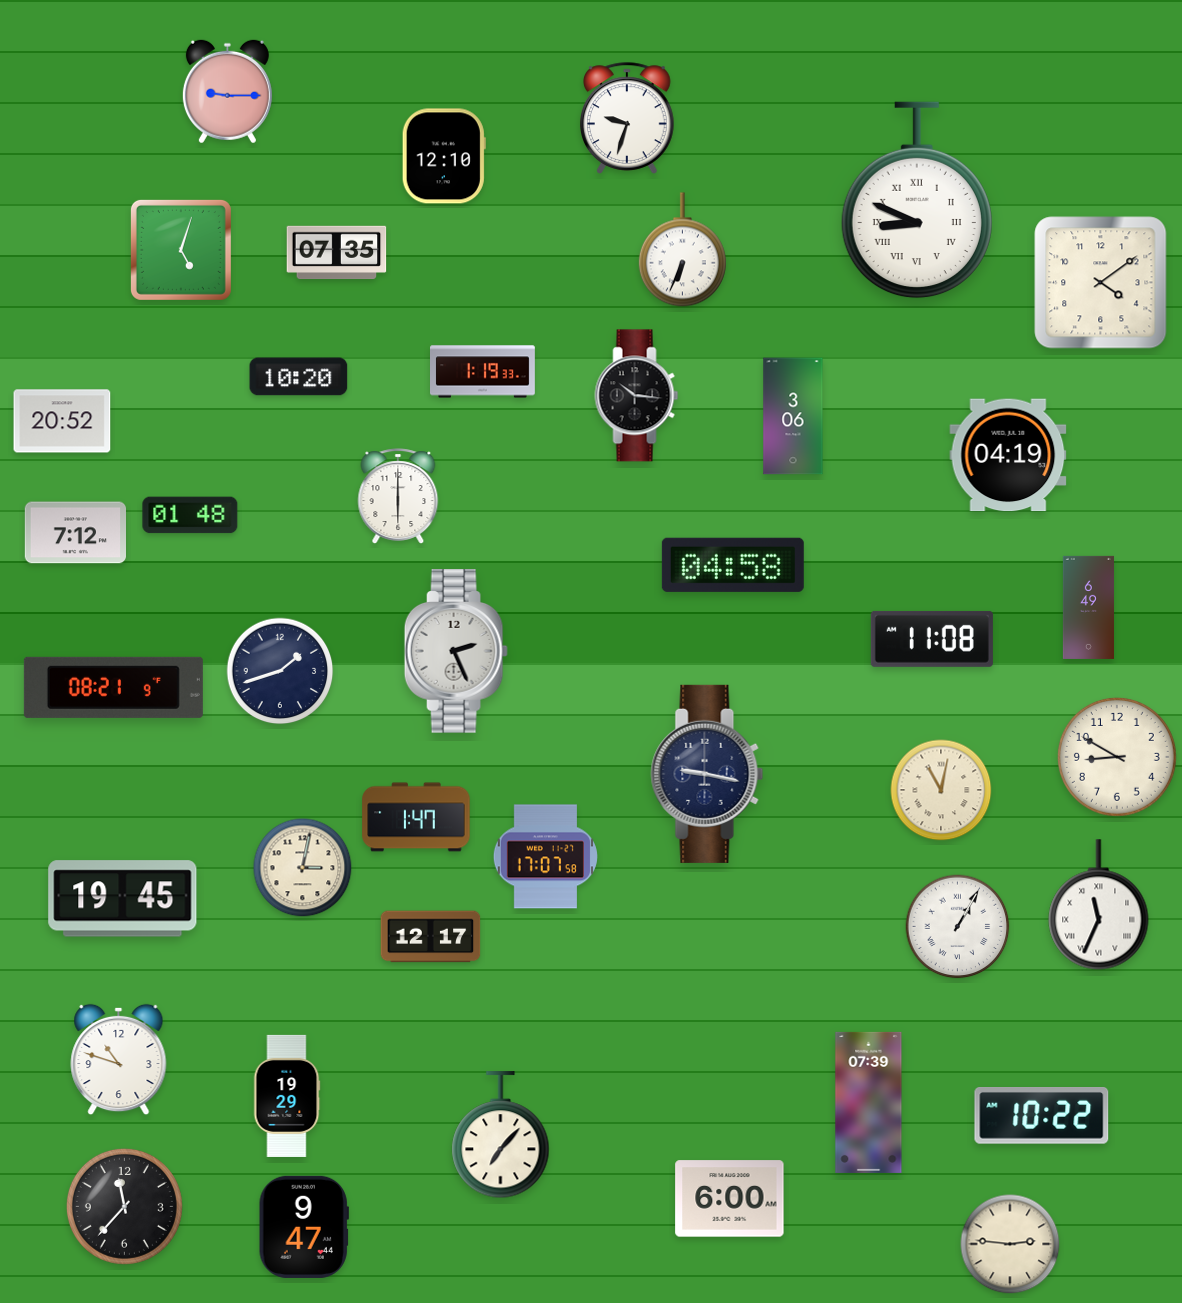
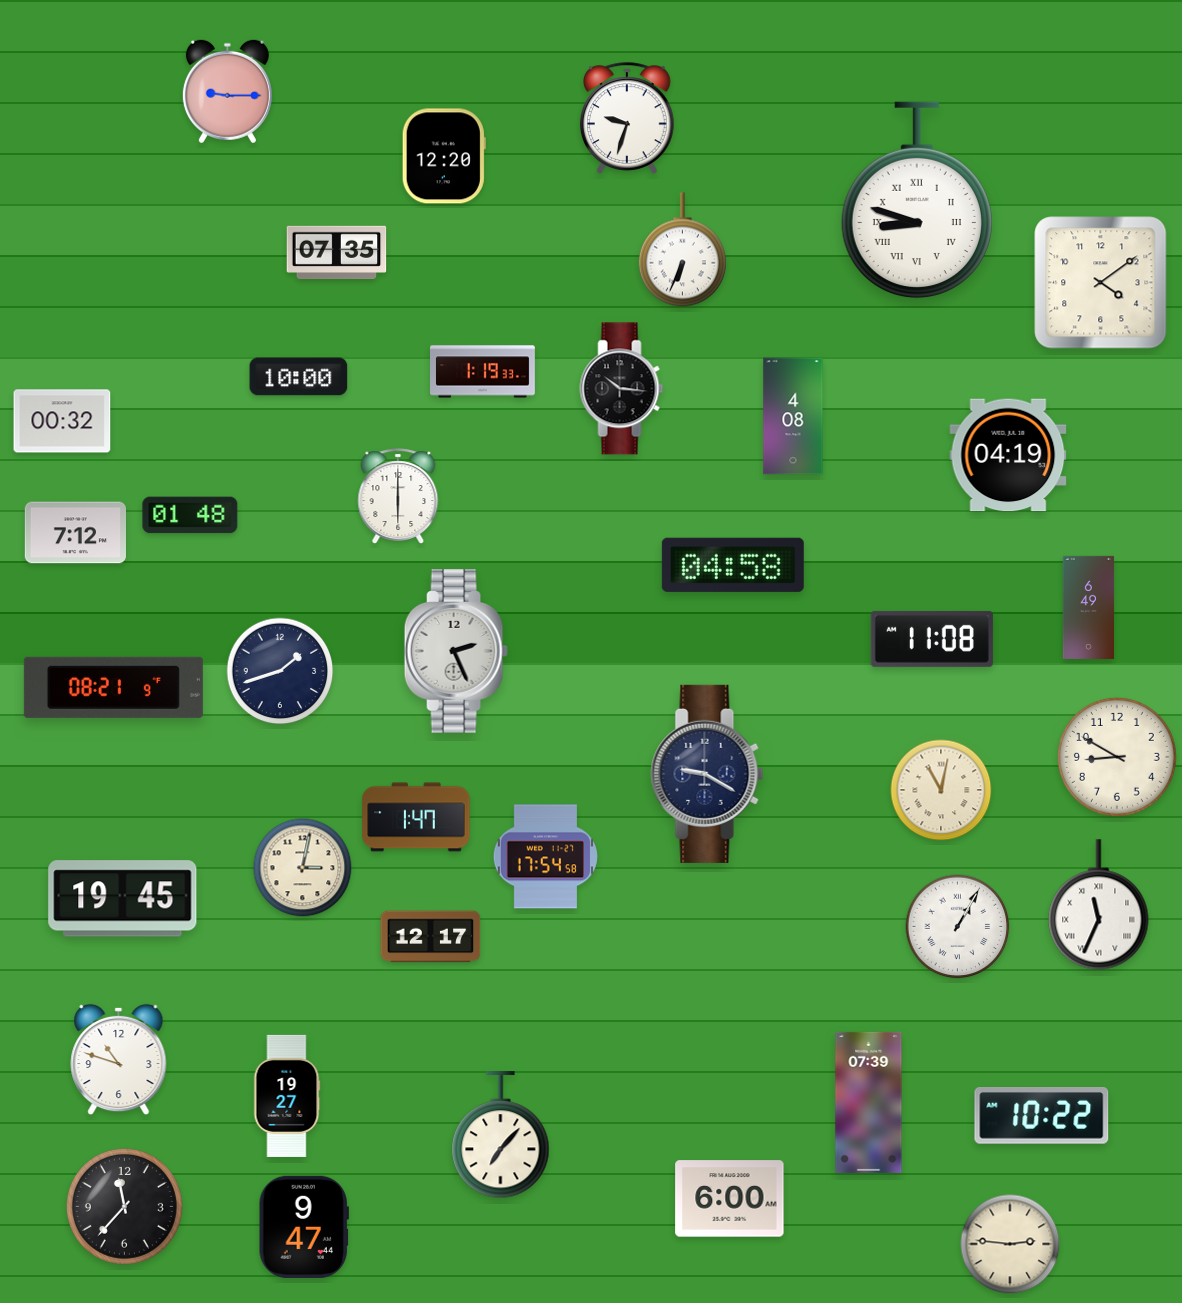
clock at (444, 156): 12:10 -> 12:20
clock at (917, 200): 8:49 -> 8:48
clock at (181, 250): 5:03 -> none
clock at (299, 377): 10:20 -> 10:00
clock at (637, 396) position: (637, 396) -> (622, 389)
clock at (793, 416): 3:06 -> 4:08
clock at (62, 421): 20:52 -> 00:32
clock at (707, 774): 9:17 -> 9:20
clock at (545, 857): 17:07 -> 17:54
clock at (287, 1096): 19:29 -> 19:27
